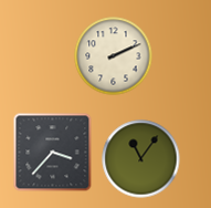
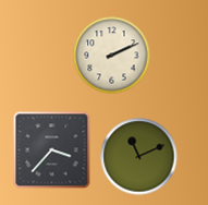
clock at (141, 159): 11:06 -> 11:11
